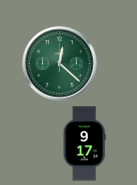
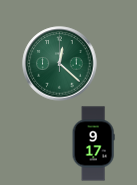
clock at (84, 144) position: (84, 144) -> (93, 144)
